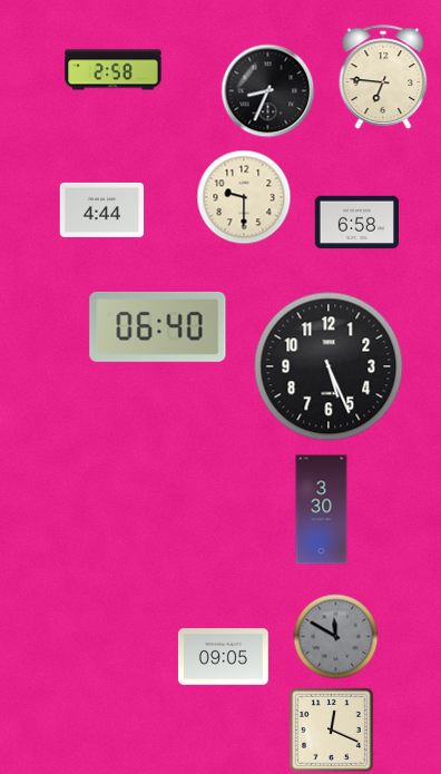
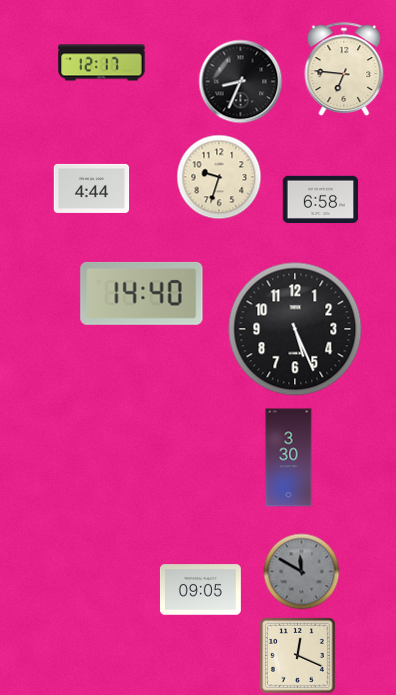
clock at (114, 70): 2:58 -> 12:17
clock at (244, 197): 9:30 -> 9:33
clock at (158, 326): 06:40 -> 14:40
